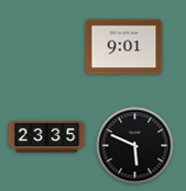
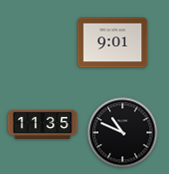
clock at (47, 136): 23:35 -> 11:35
clock at (135, 146): 5:49 -> 10:49
